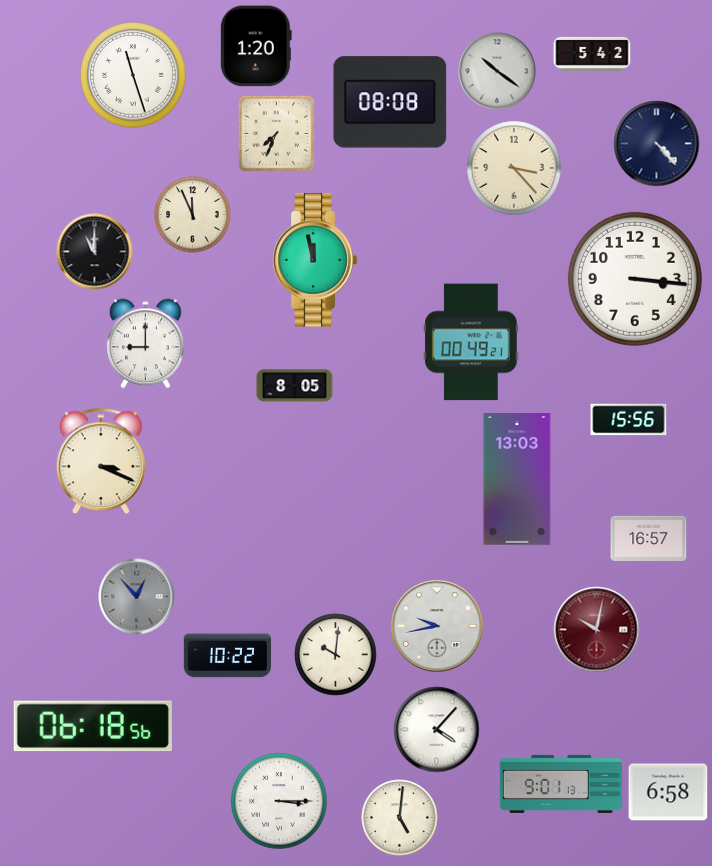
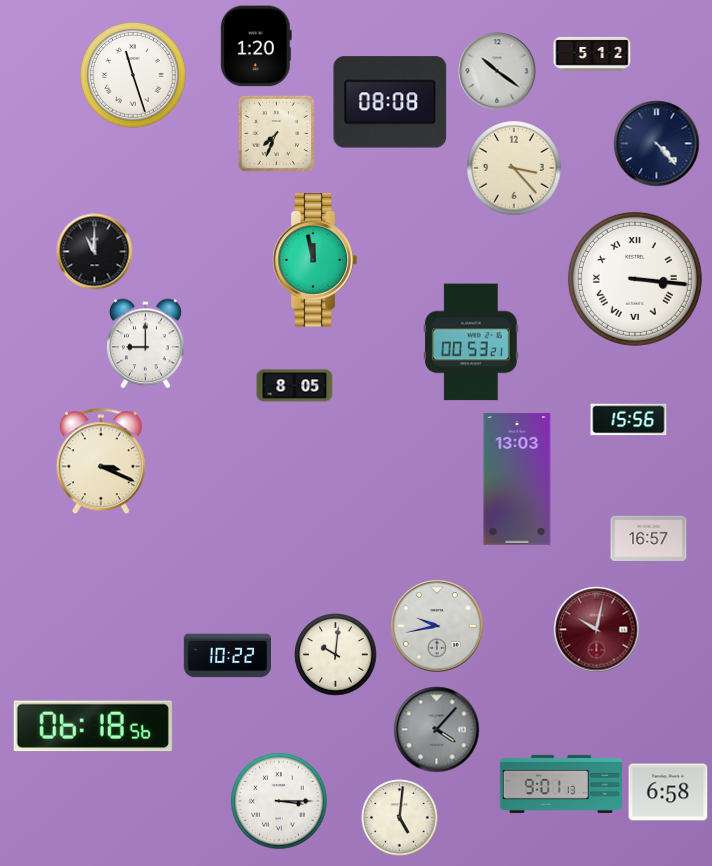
clock at (592, 54): 5:42 -> 5:12
clock at (193, 215): 11:56 -> none
clock at (635, 279) numerals: Arabic -> Roman
clock at (471, 342): 00:49 -> 00:53
clock at (137, 597): 12:53 -> none
clock at (437, 730) dial: white -> grey
